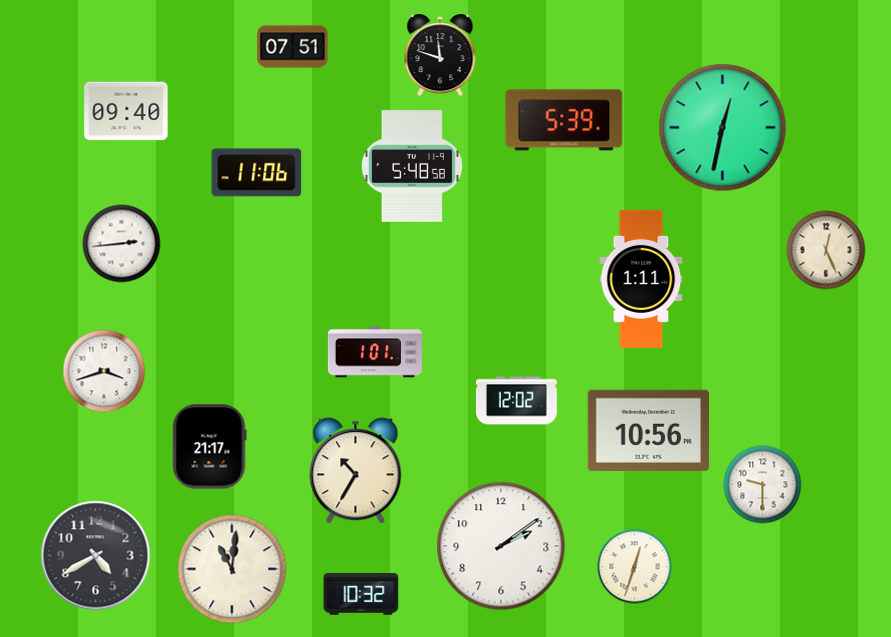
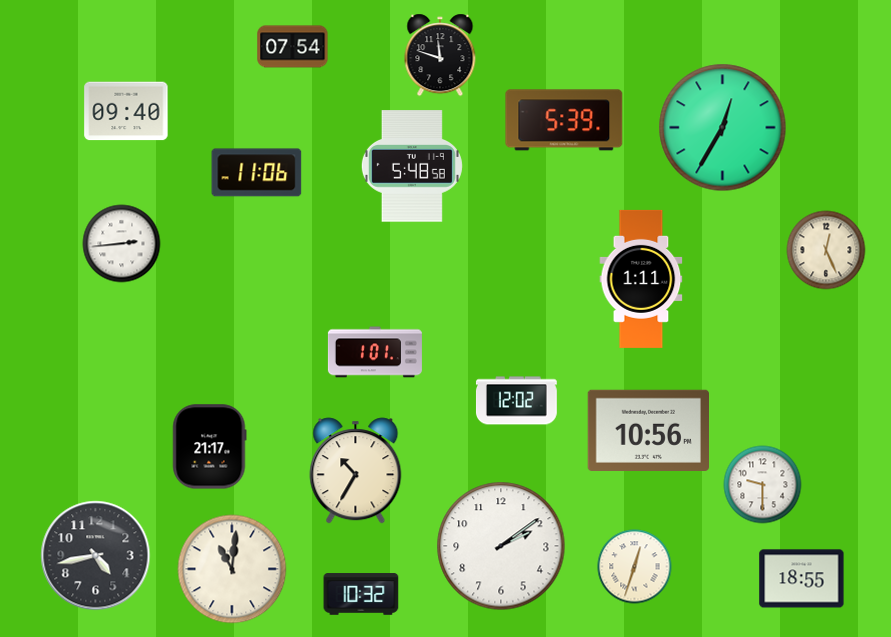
clock at (293, 47): 07:51 -> 07:54
clock at (723, 128): 12:32 -> 12:35
clock at (104, 371): 3:42 -> none
clock at (96, 556): 4:40 -> 4:43
clock at (802, 579): none -> 18:55
